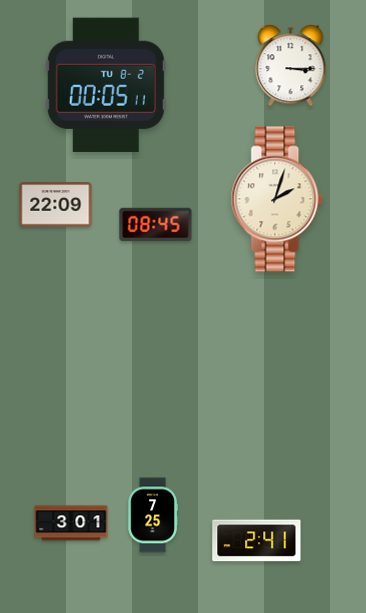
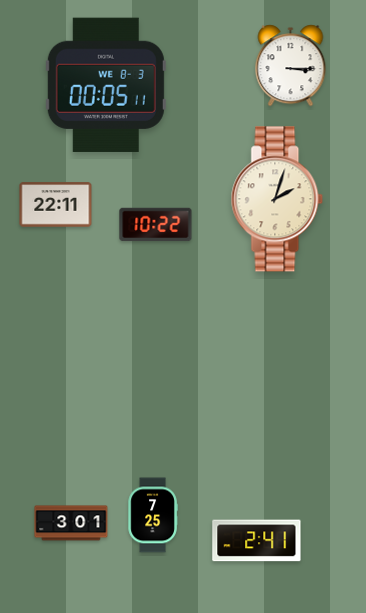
clock at (106, 85) date: TU 8-2 -> WE 8-3
clock at (56, 205): 22:09 -> 22:11
clock at (156, 225): 08:45 -> 10:22
